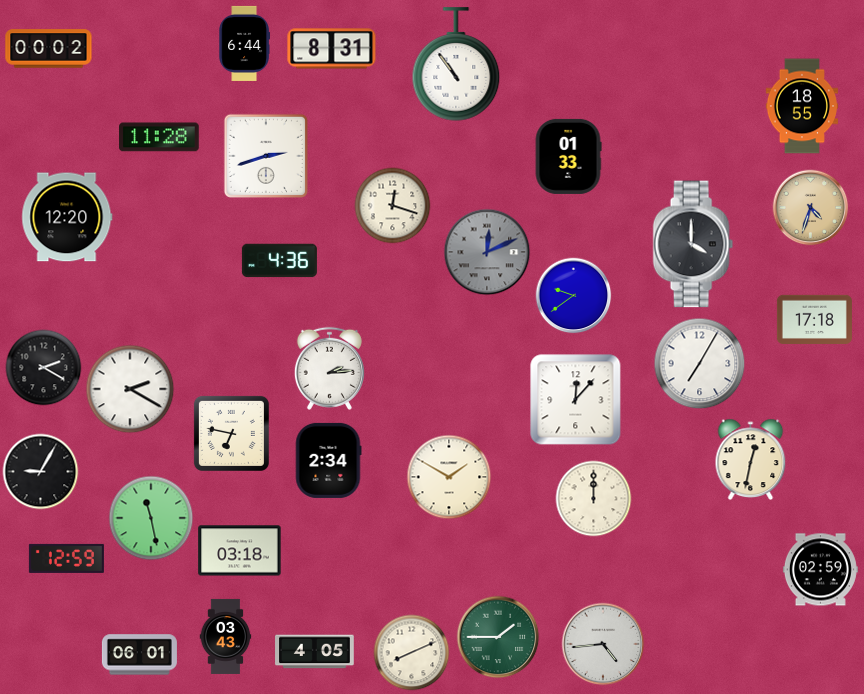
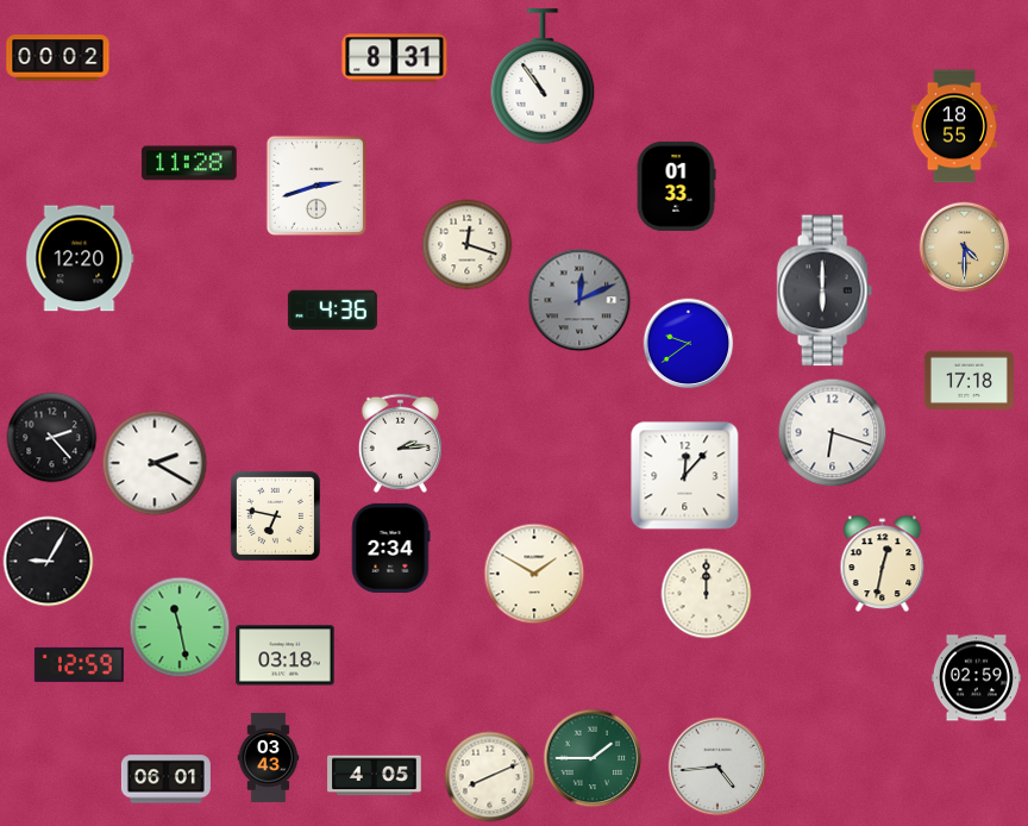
clock at (244, 43): 6:44 -> none
clock at (811, 208): 4:33 -> 4:30
clock at (693, 244): 4:00 -> 6:00
clock at (574, 296) position: (574, 296) -> (689, 344)
clock at (700, 364): 7:05 -> 6:18
clock at (44, 368): 2:20 -> 2:23
clock at (329, 368) position: (329, 368) -> (400, 443)
clock at (751, 460) position: (751, 460) -> (883, 564)
clock at (449, 477) position: (449, 477) -> (534, 574)
clock at (151, 518) position: (151, 518) -> (180, 627)
